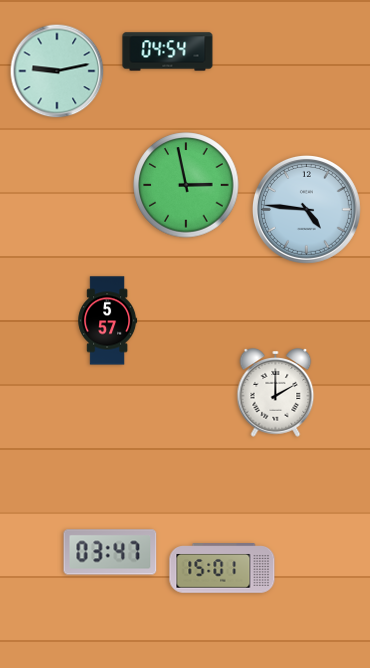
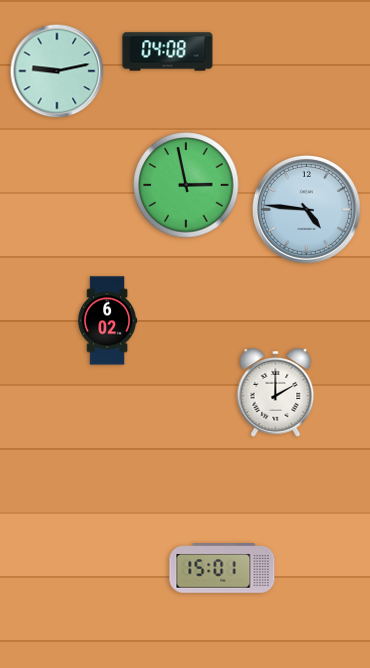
clock at (168, 52): 04:54 -> 04:08
clock at (108, 321): 5:57 -> 6:02
clock at (110, 552): 03:47 -> none
